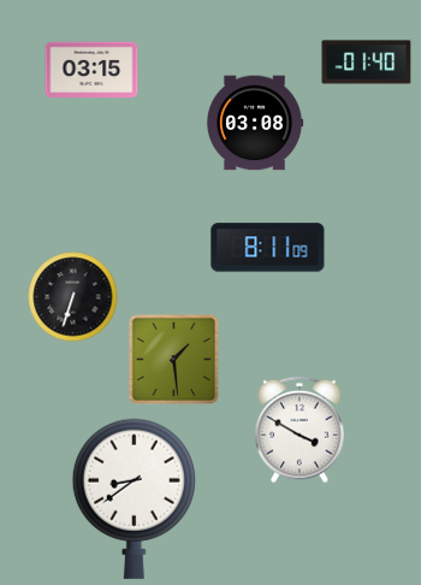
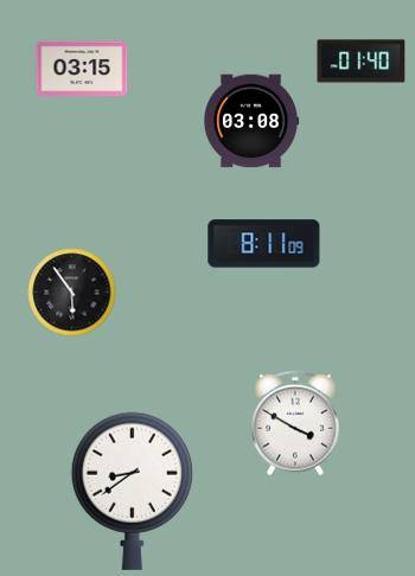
clock at (91, 70) position: (91, 70) -> (82, 69)
clock at (73, 297): 6:33 -> 5:54
clock at (173, 359): 1:29 -> none
